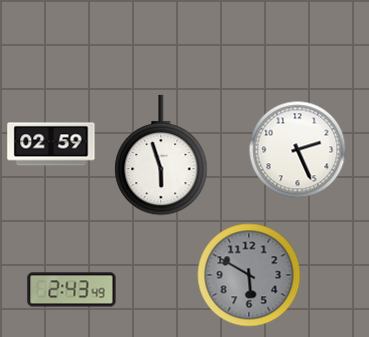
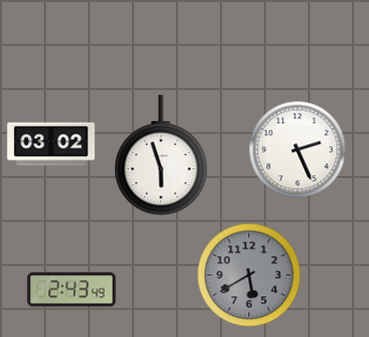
clock at (51, 144): 02:59 -> 03:02
clock at (249, 275): 5:50 -> 5:40
